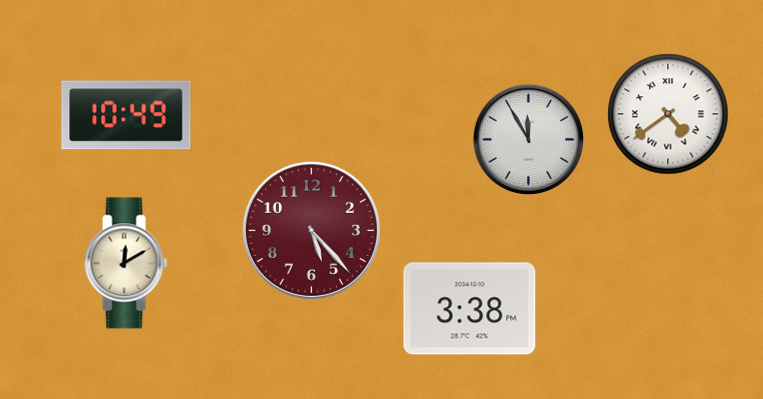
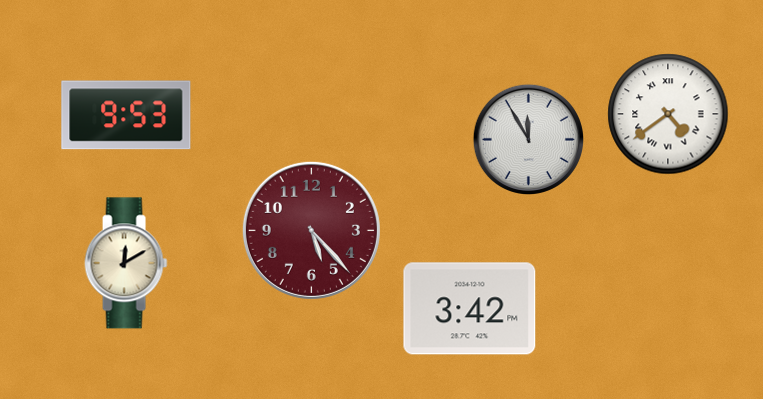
clock at (126, 115): 10:49 -> 9:53
clock at (470, 309): 3:38 -> 3:42
